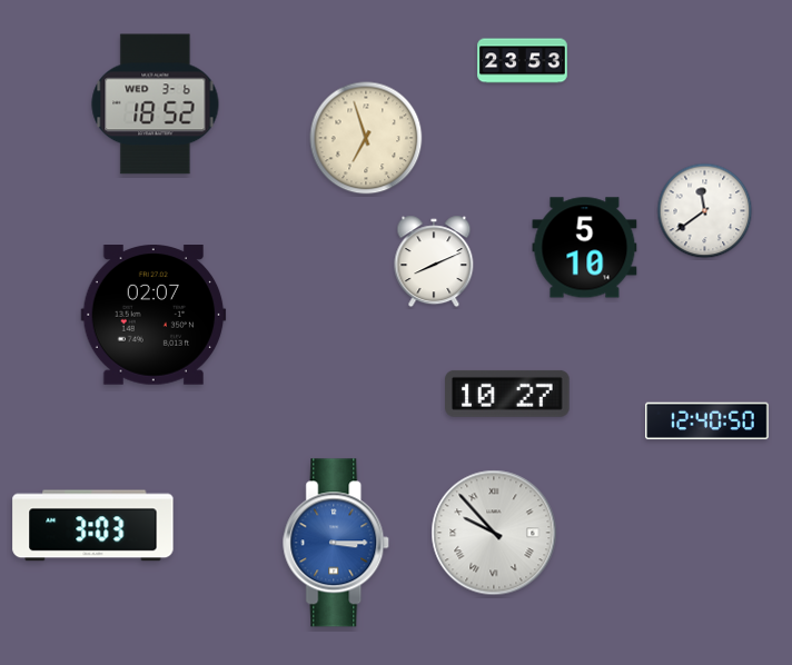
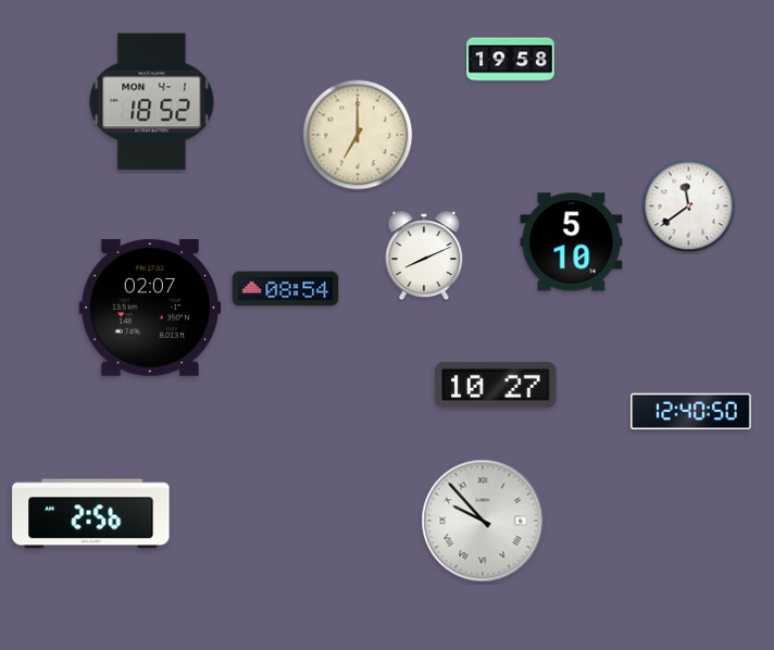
clock at (523, 61): 23:53 -> 19:58
clock at (156, 105) date: WED 3-6 -> MON 4-1
clock at (366, 138): 6:57 -> 7:00
clock at (286, 289): none -> 08:54
clock at (93, 526): 3:03 -> 2:56
clock at (337, 543): 3:15 -> none
